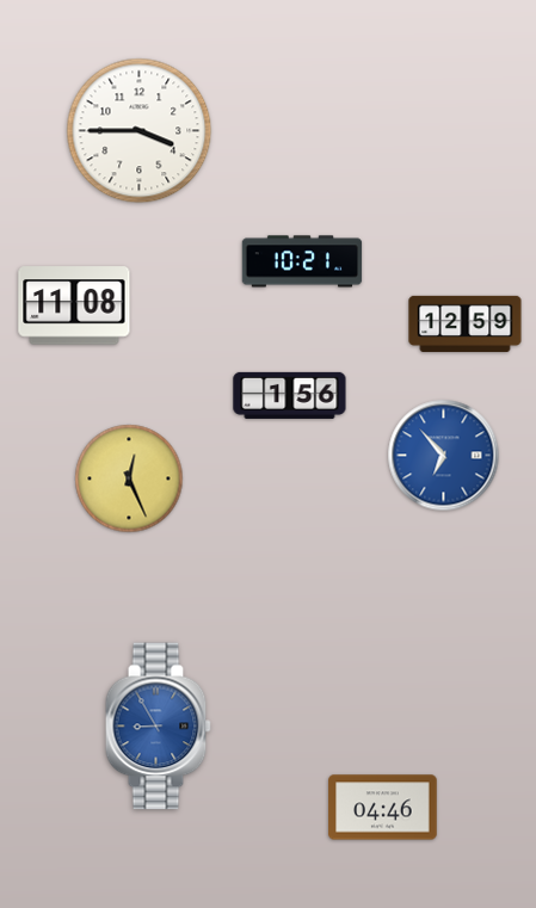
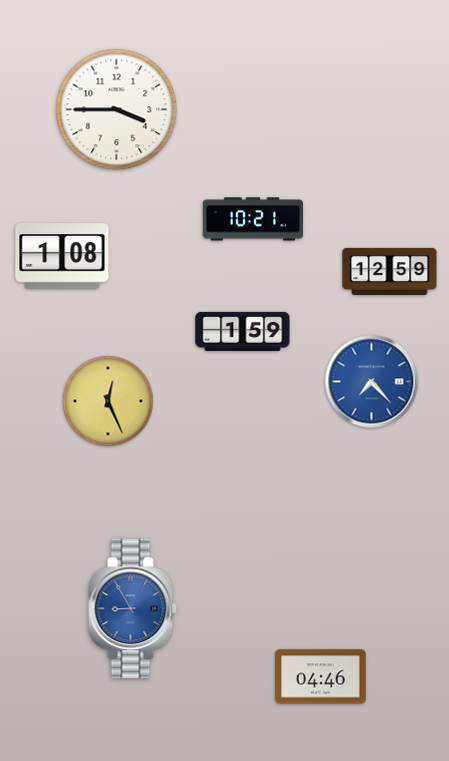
clock at (74, 305): 11:08 -> 1:08
clock at (290, 395): 1:56 -> 1:59
clock at (444, 456): 6:53 -> 7:23
